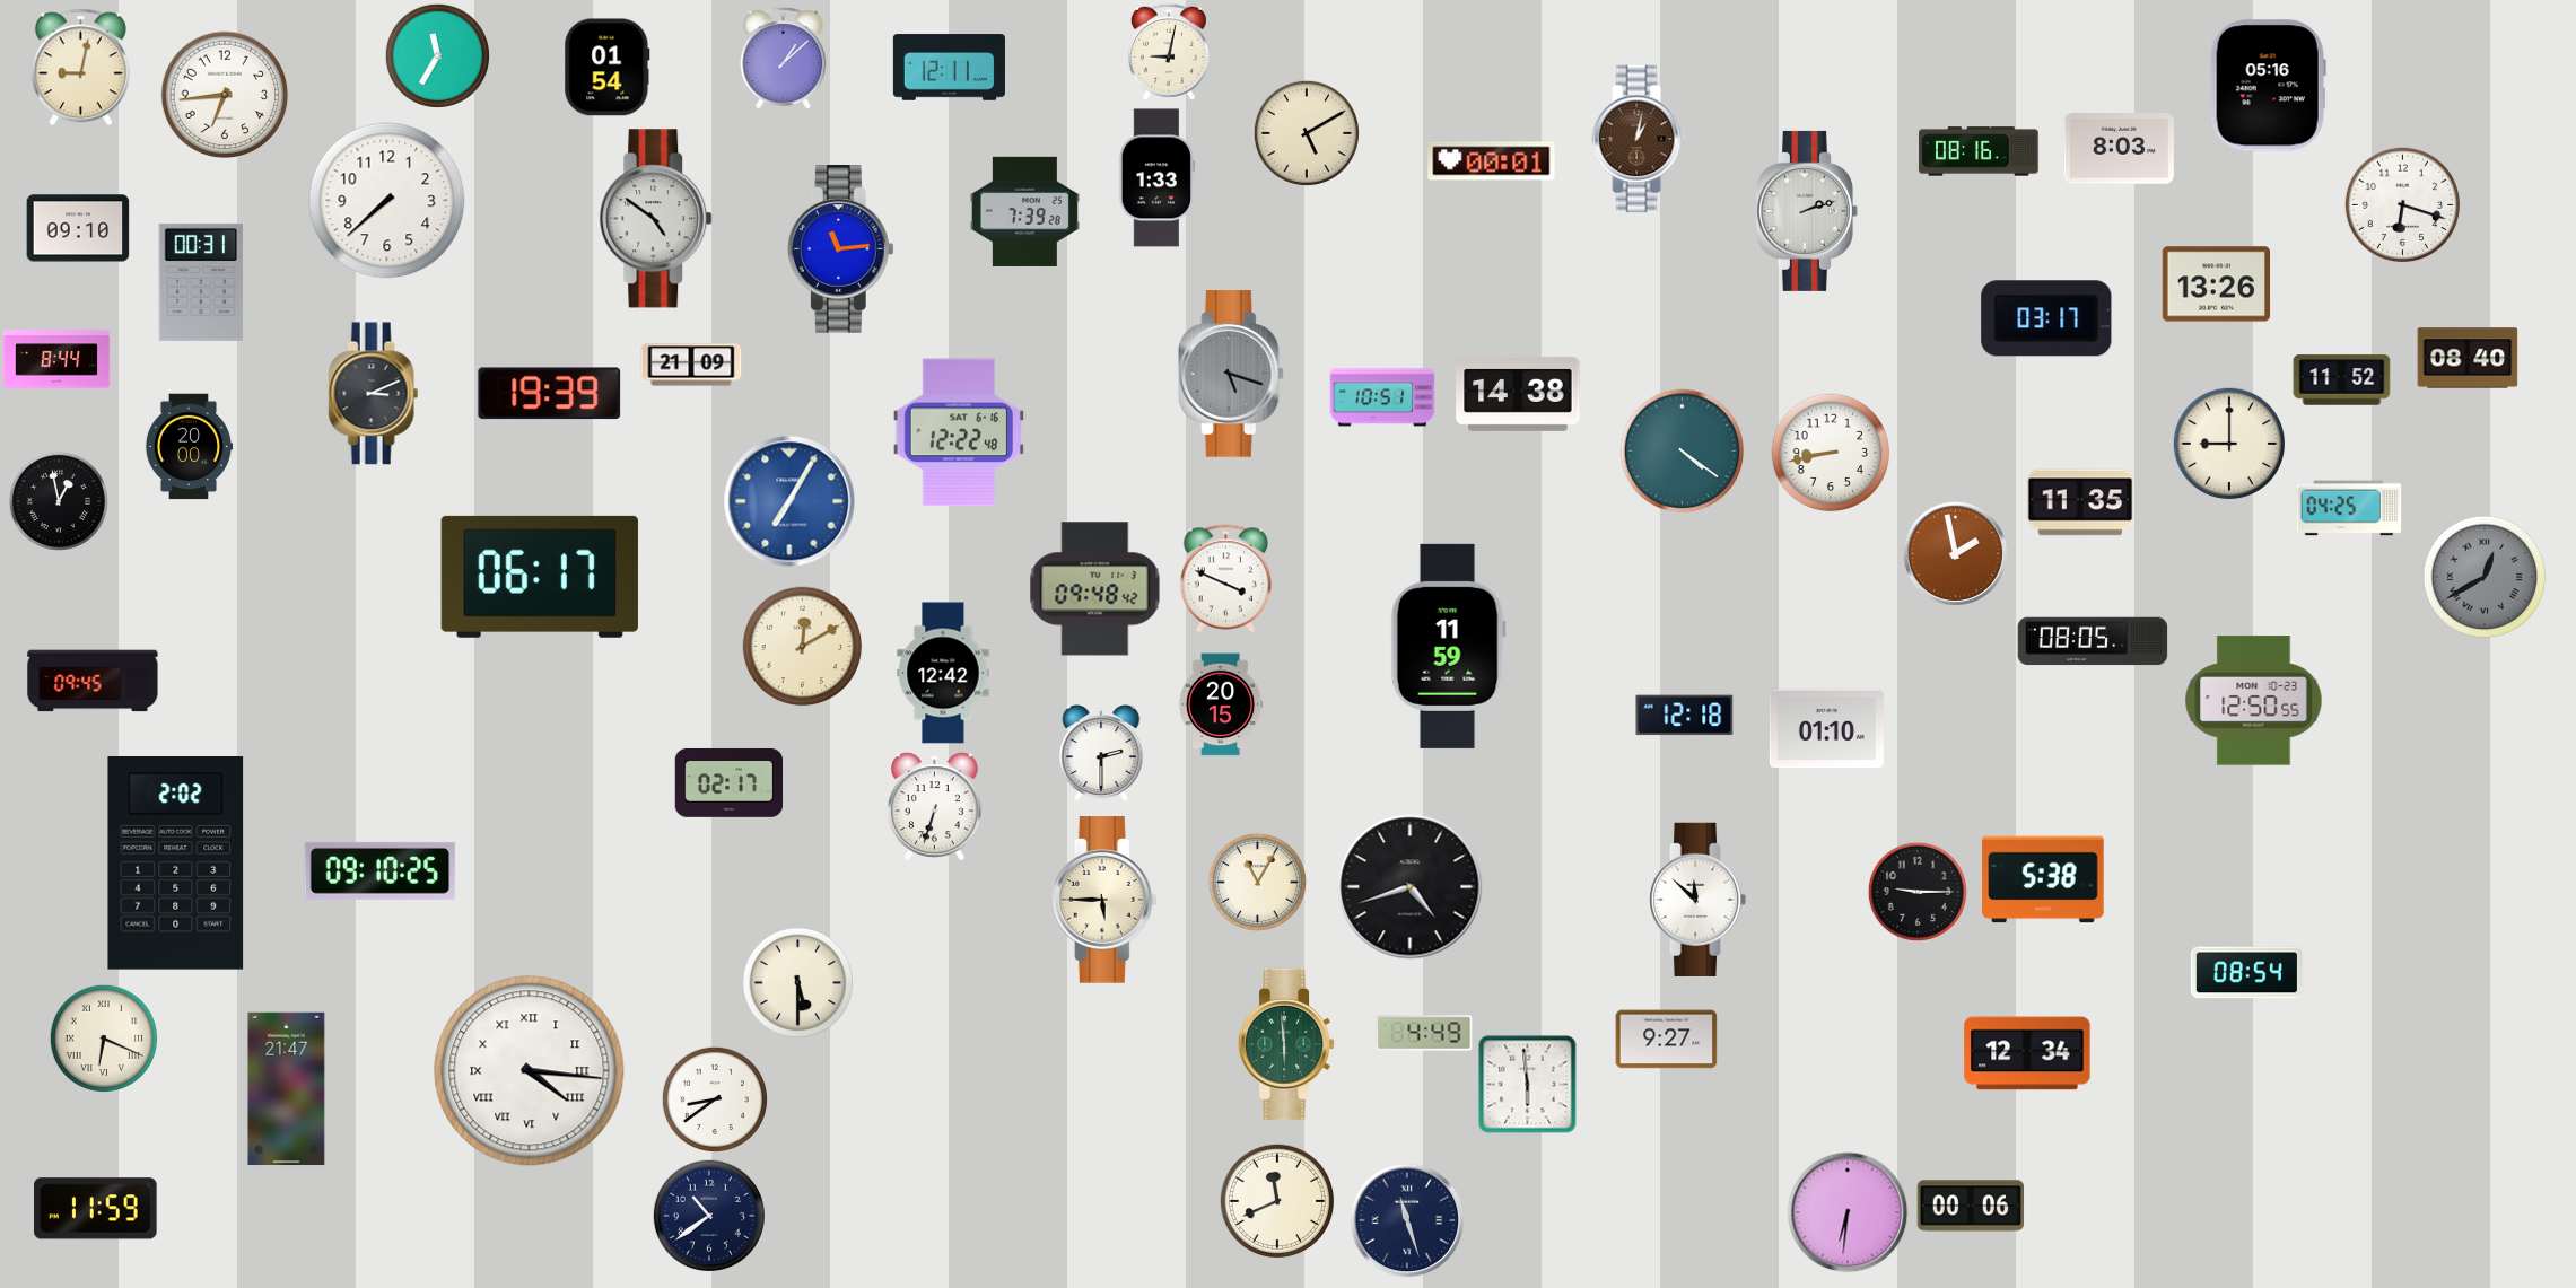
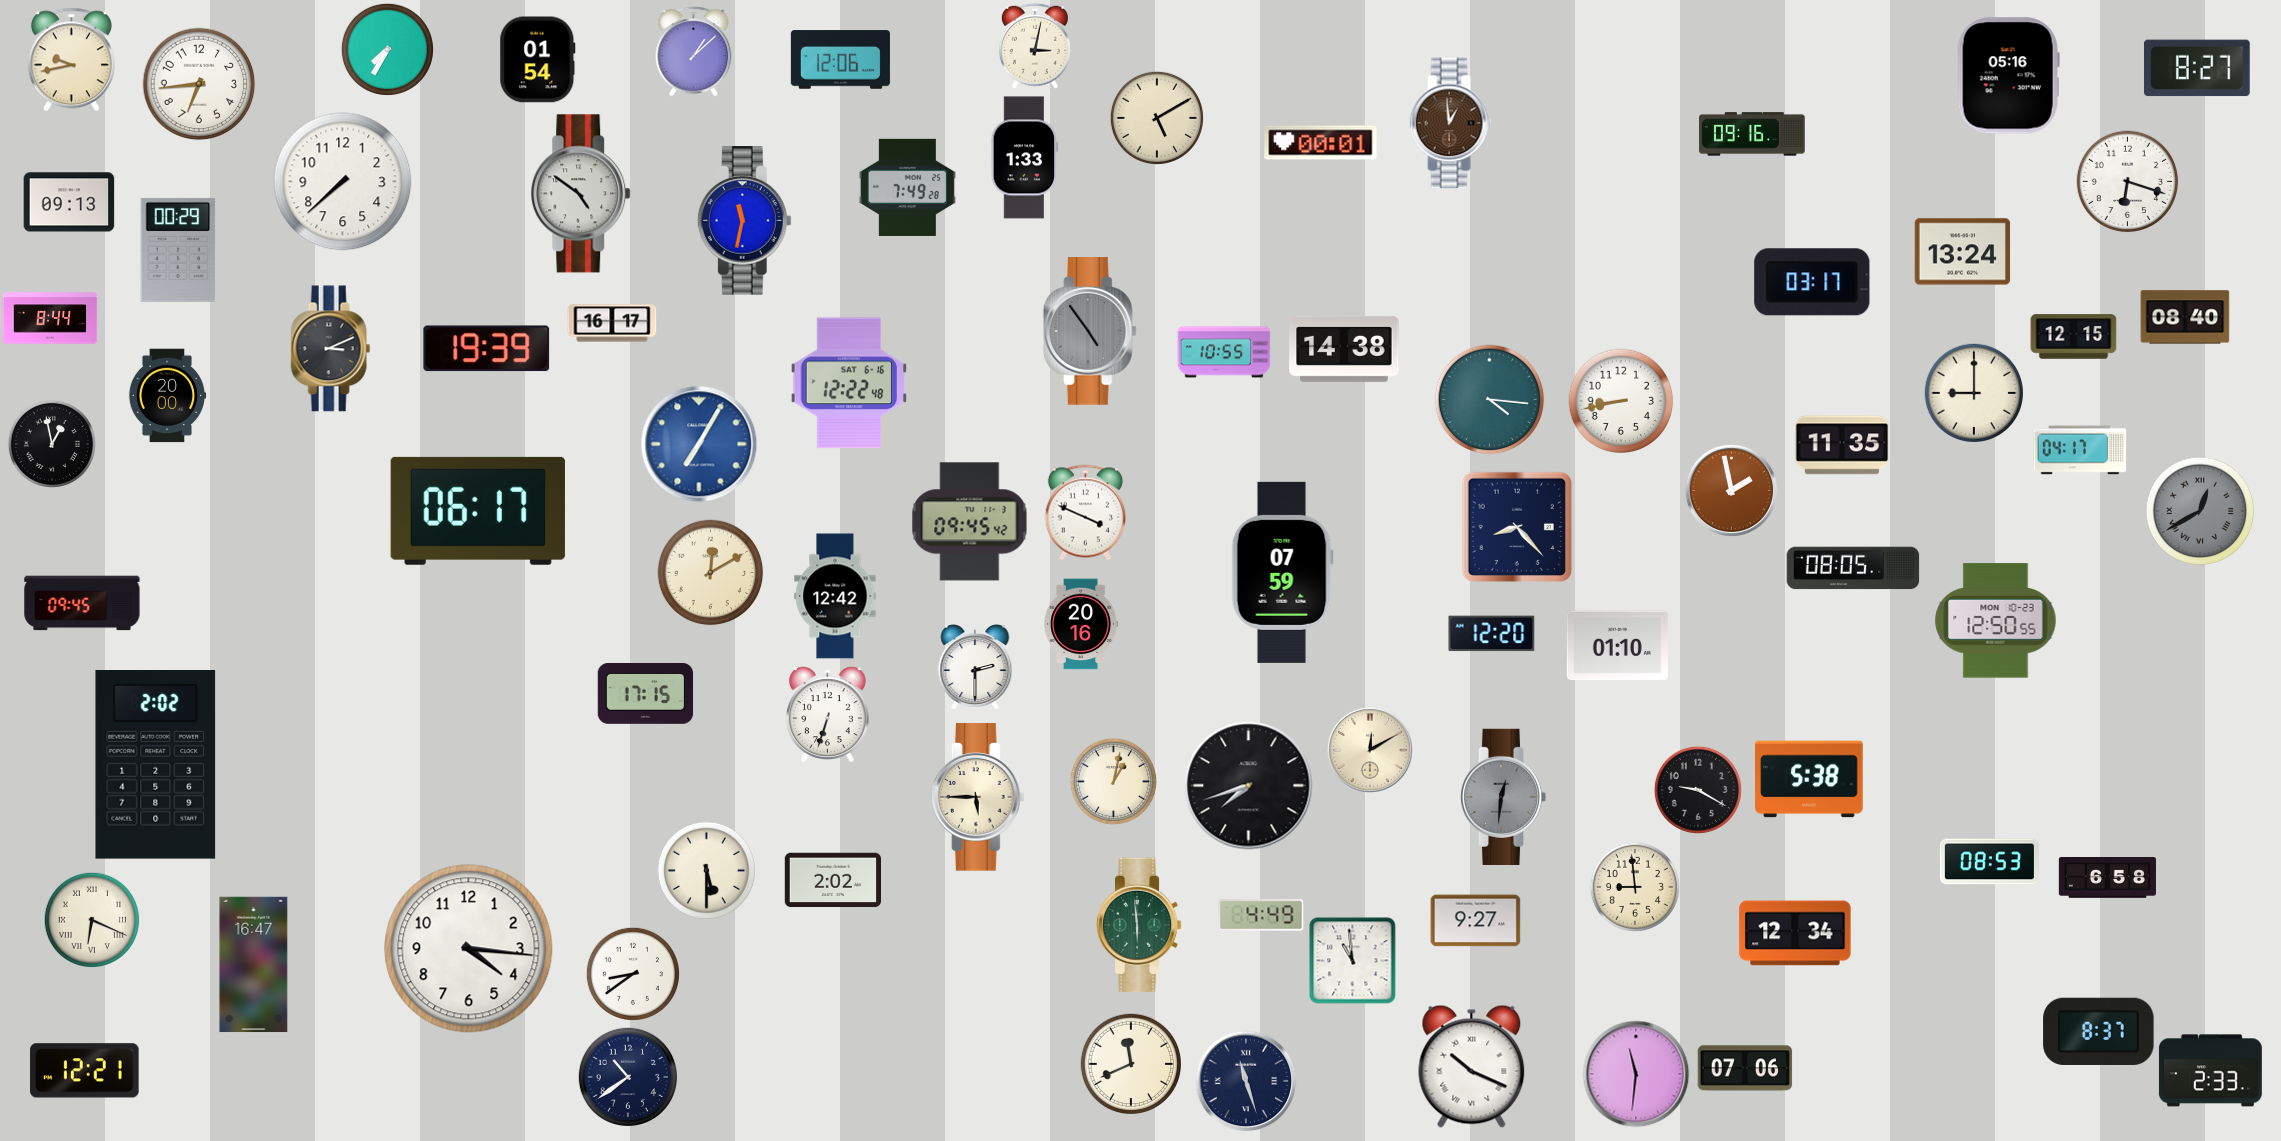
clock at (1169, 52): 9:02 -> 3:02
clock at (437, 55): 11:35 -> 7:35
clock at (80, 68): 9:02 -> 9:43
clock at (949, 68): 12:11 -> 12:06
clock at (2197, 68): none -> 8:27
clock at (1639, 139): 1:02 -> 12:59
clock at (2119, 149): 8:03 -> none
clock at (1979, 151): 08:16 -> 09:16
clock at (387, 201) position: (387, 201) -> (343, 182)
clock at (1024, 211): 7:39 -> 7:49
clock at (1807, 211): 2:12 -> none
clock at (78, 228): 09:10 -> 09:13
clock at (840, 249): 11:14 -> 11:32
clock at (201, 282): 00:31 -> 00:29
clock at (2217, 284): 13:26 -> 13:24
clock at (691, 365): 21:09 -> 16:17
clock at (1231, 374): 5:18 -> 4:54
clock at (2342, 380): 11:52 -> 12:15
clock at (1382, 397): 10:51 -> 10:55
clock at (1683, 452): 4:21 -> 4:16
clock at (2349, 508): 04:25 -> 04:17
clock at (1095, 589): 09:48 -> 09:45
clock at (1516, 526): none -> 8:23
clock at (1448, 646): 11:59 -> 07:59
clock at (1221, 704): 20:15 -> 20:16
clock at (1685, 716): 12:18 -> 12:20
clock at (730, 782): 02:17 -> 17:15
clock at (1370, 750): none -> 12:10
clock at (381, 870): 09:10 -> none
clock at (1257, 882): 11:05 -> 1:02
clock at (1411, 887): 4:42 -> 7:42
clock at (1918, 892): 9:15 -> 9:20
clock at (1697, 900): 11:52 -> 12:31
clock at (1697, 900) dial: white -> grey
clock at (2246, 973): 08:54 -> 08:53
clock at (2107, 878): none -> 6:58
clock at (832, 880): none -> 2:02
clock at (1635, 887): none -> 8:59
clock at (530, 1071) numerals: Roman -> Arabic
clock at (1528, 1085): 5:59 -> 10:59
clock at (287, 1089): 21:47 -> 16:47
clock at (2099, 1031): none -> 8:37
clock at (1472, 1066): none -> 10:19
clock at (1971, 1206): 00:06 -> 07:06
clock at (96, 1209): 11:59 -> 12:21
clock at (2210, 1071): none -> 2:33
clock at (1848, 1212): 6:31 -> 11:31
